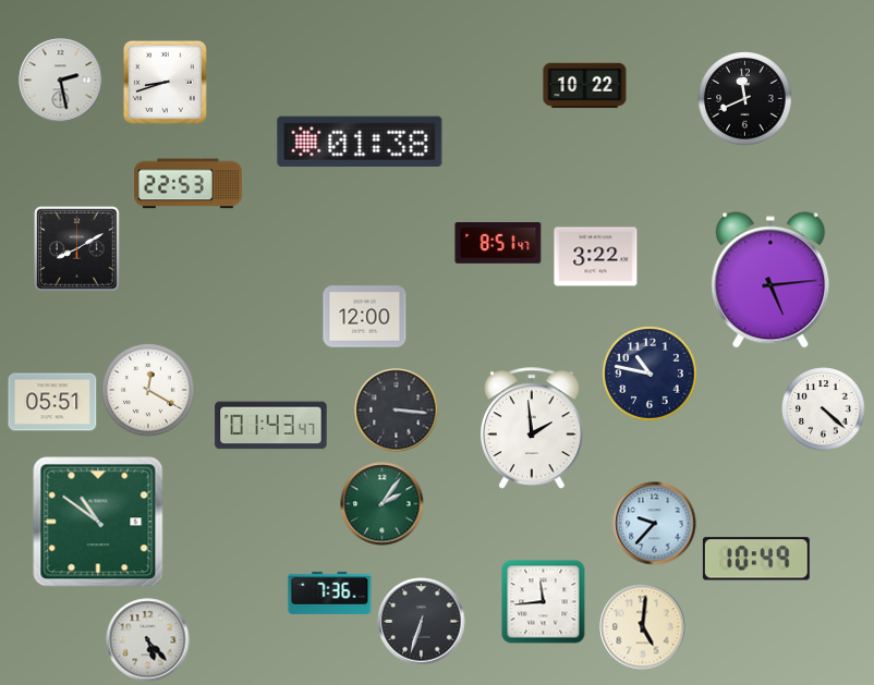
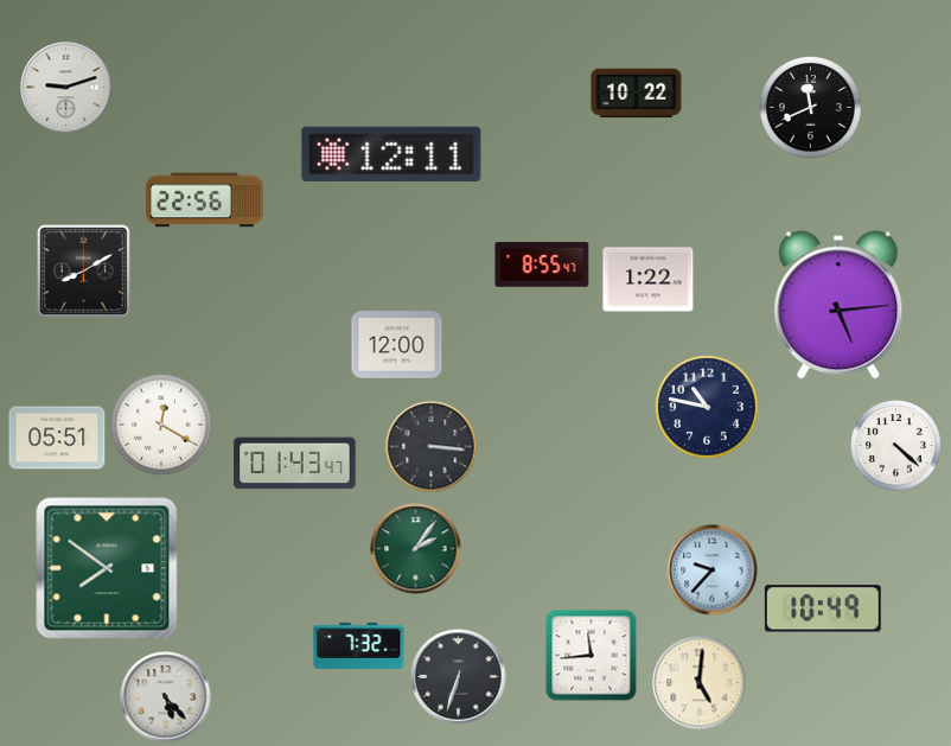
clock at (61, 81): 2:28 -> 9:12
clock at (165, 82): 8:42 -> none
clock at (360, 142): 01:38 -> 12:11
clock at (189, 184): 22:53 -> 22:56
clock at (498, 244): 8:51 -> 8:55
clock at (596, 257): 3:22 -> 1:22
clock at (533, 428): 1:59 -> none
clock at (98, 522): 10:51 -> 7:51
clock at (330, 592): 7:36 -> 7:32
clock at (148, 640) position: (148, 640) -> (166, 697)
